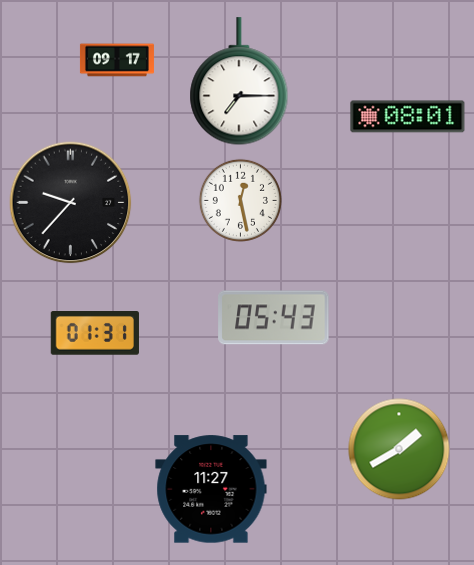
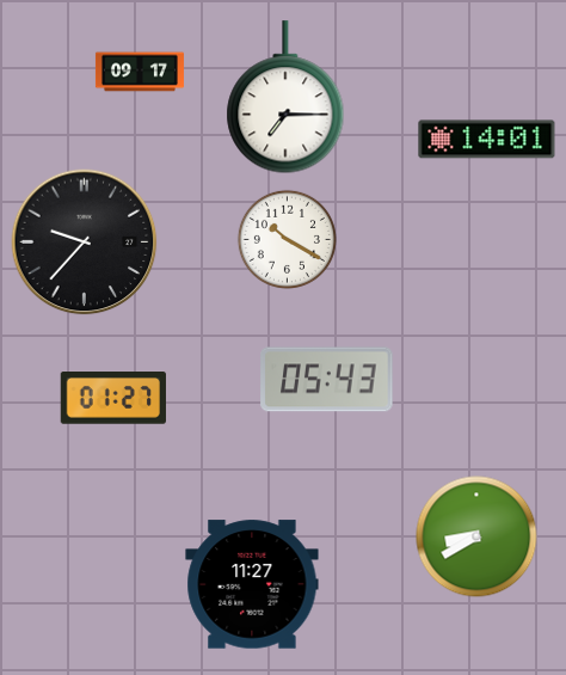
clock at (408, 117): 08:01 -> 14:01
clock at (240, 200): 12:28 -> 10:20
clock at (95, 334): 01:31 -> 01:27
clock at (399, 449): 1:40 -> 8:40
